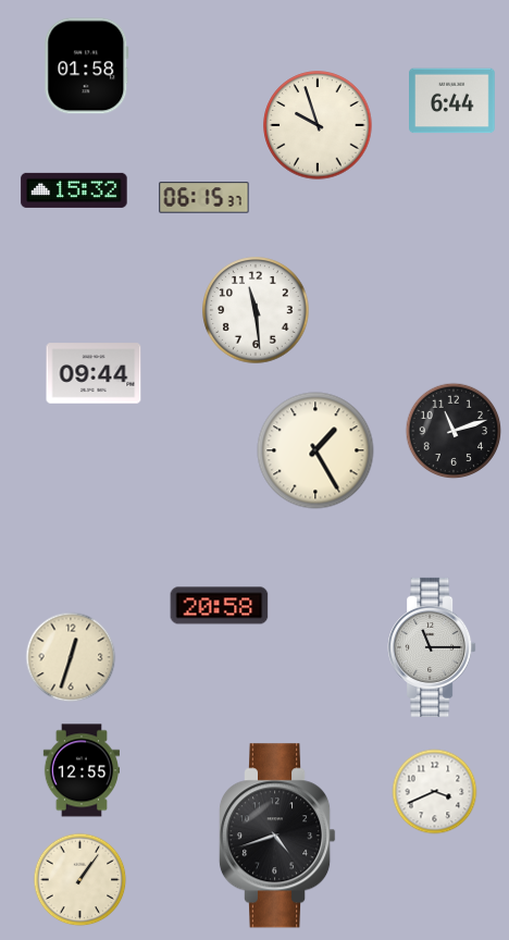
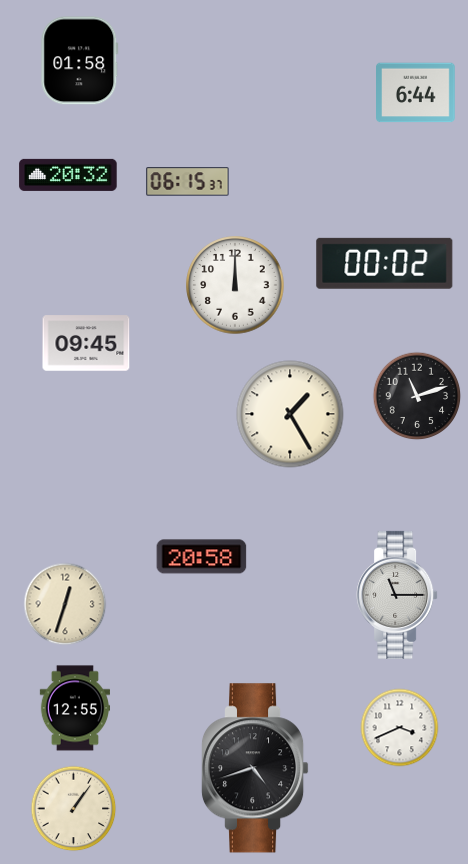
clock at (318, 125): 9:57 -> none
clock at (74, 190): 15:32 -> 20:32
clock at (385, 263): none -> 00:02
clock at (256, 310): 11:29 -> 12:00
clock at (94, 373): 09:44 -> 09:45
